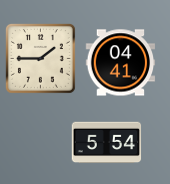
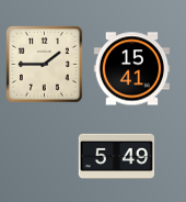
clock at (121, 63): 04:41 -> 15:41
clock at (107, 143): 5:54 -> 5:49
